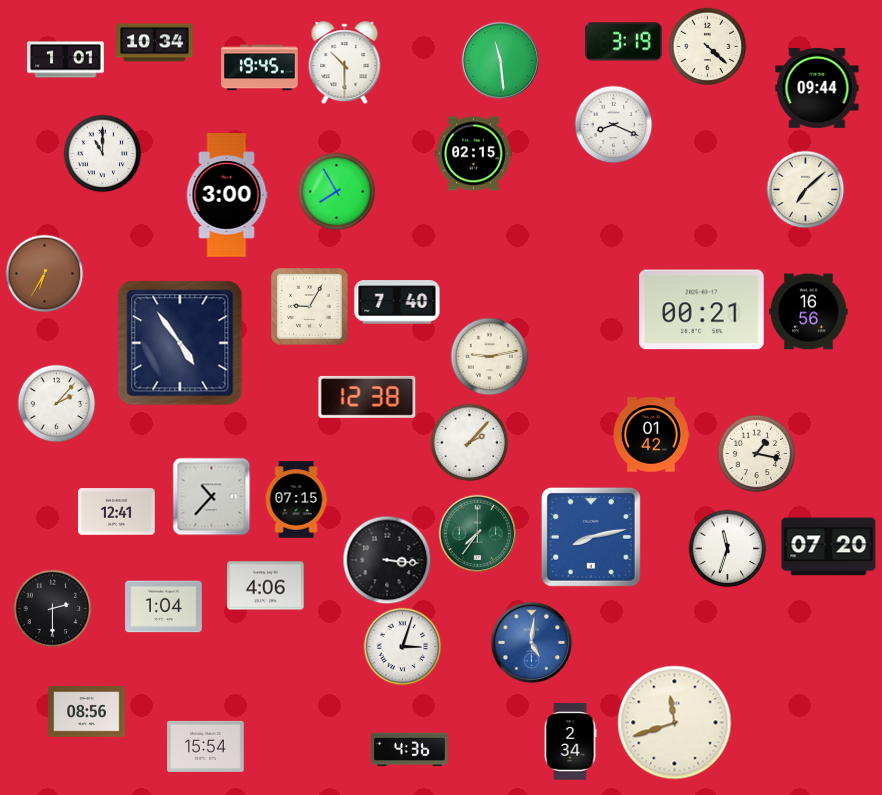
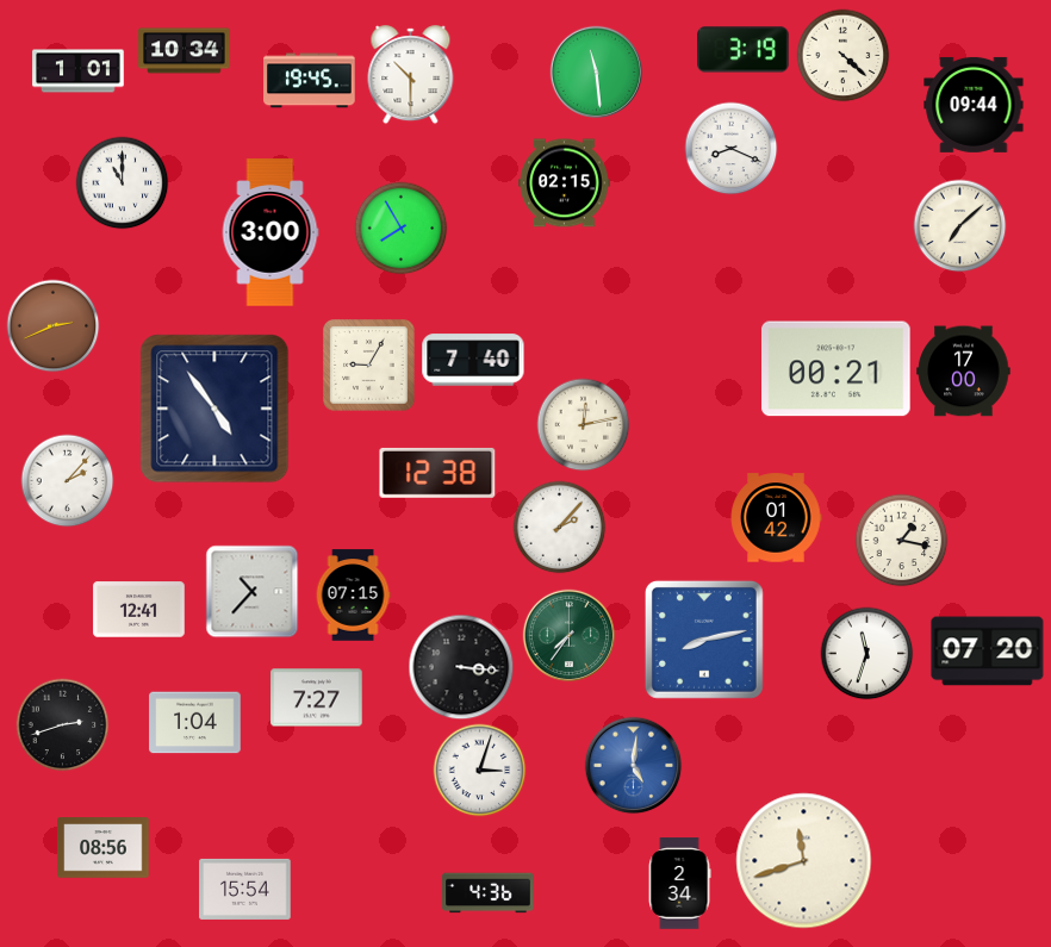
clock at (44, 273): 6:35 -> 2:41
clock at (809, 312): 16:56 -> 17:00
clock at (489, 356): 9:13 -> 12:13
clock at (266, 586): 4:06 -> 7:27
clock at (52, 608): 2:30 -> 2:42
